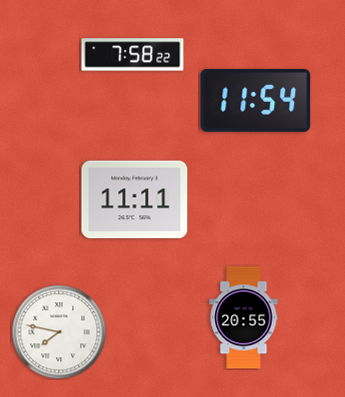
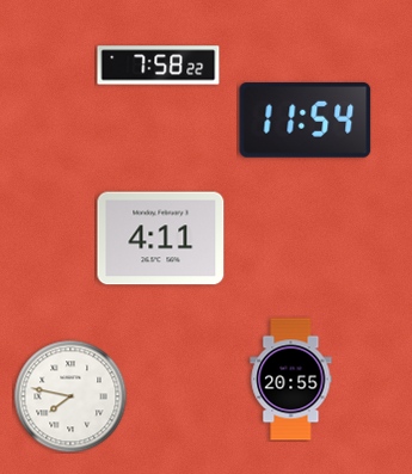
clock at (135, 200): 11:11 -> 4:11
